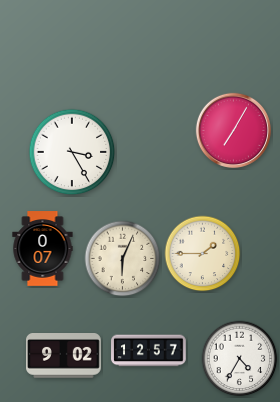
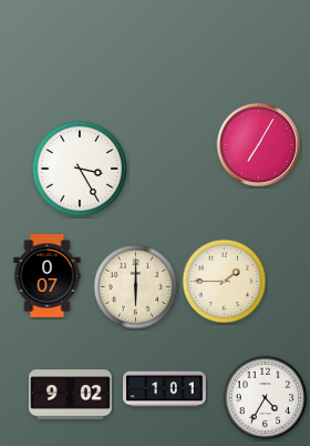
clock at (123, 259): 6:04 -> 6:00
clock at (149, 351): 12:57 -> 1:01
